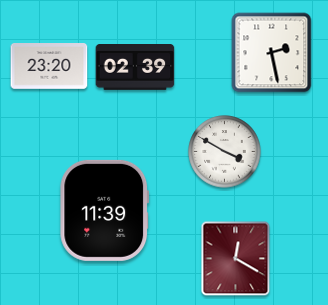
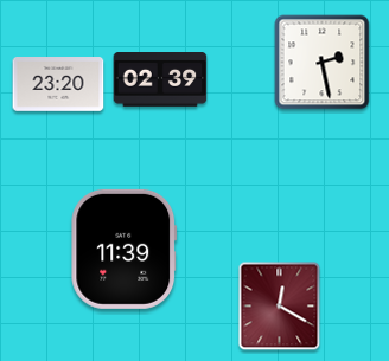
clock at (49, 67) position: (49, 67) -> (58, 85)
clock at (225, 152): 3:50 -> none
